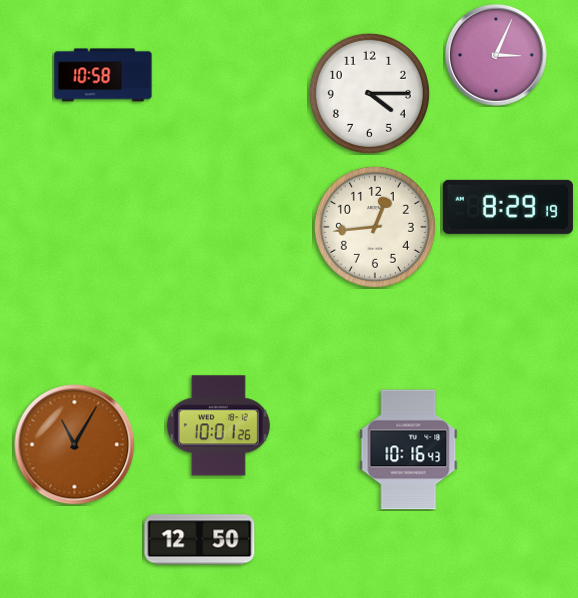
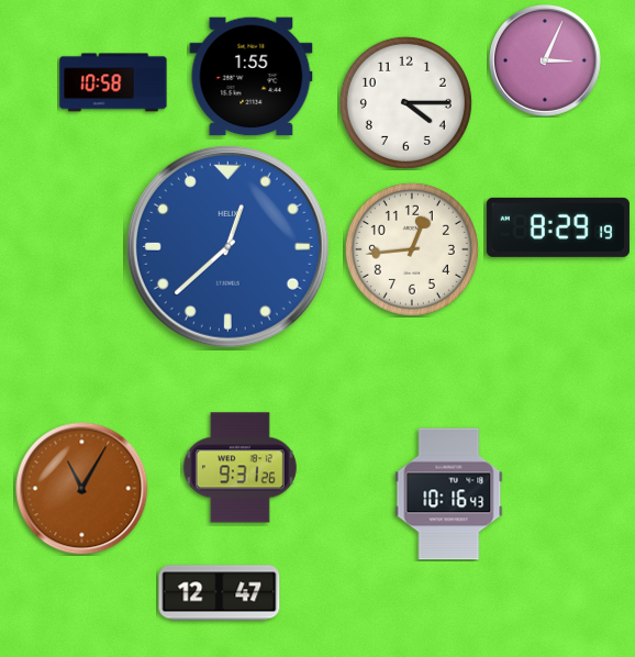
clock at (252, 77): none -> 1:55
clock at (227, 246): none -> 12:38
clock at (218, 426): 10:01 -> 9:31
clock at (200, 540): 12:50 -> 12:47
